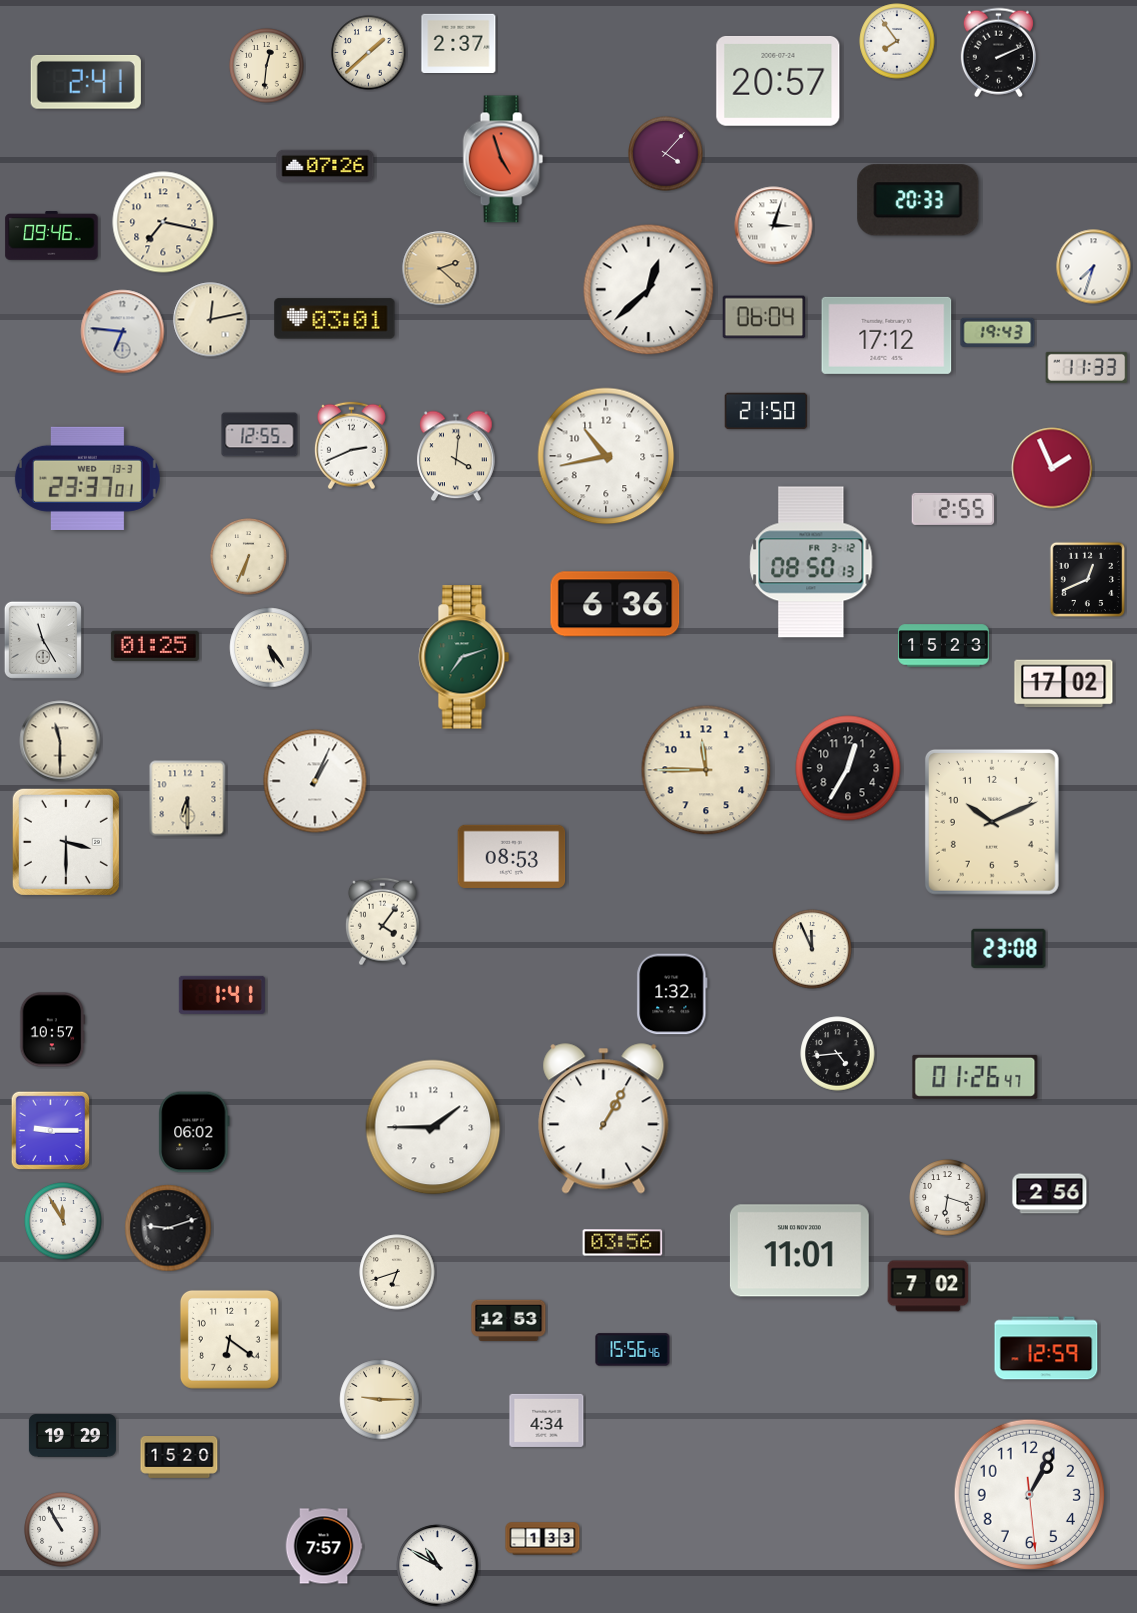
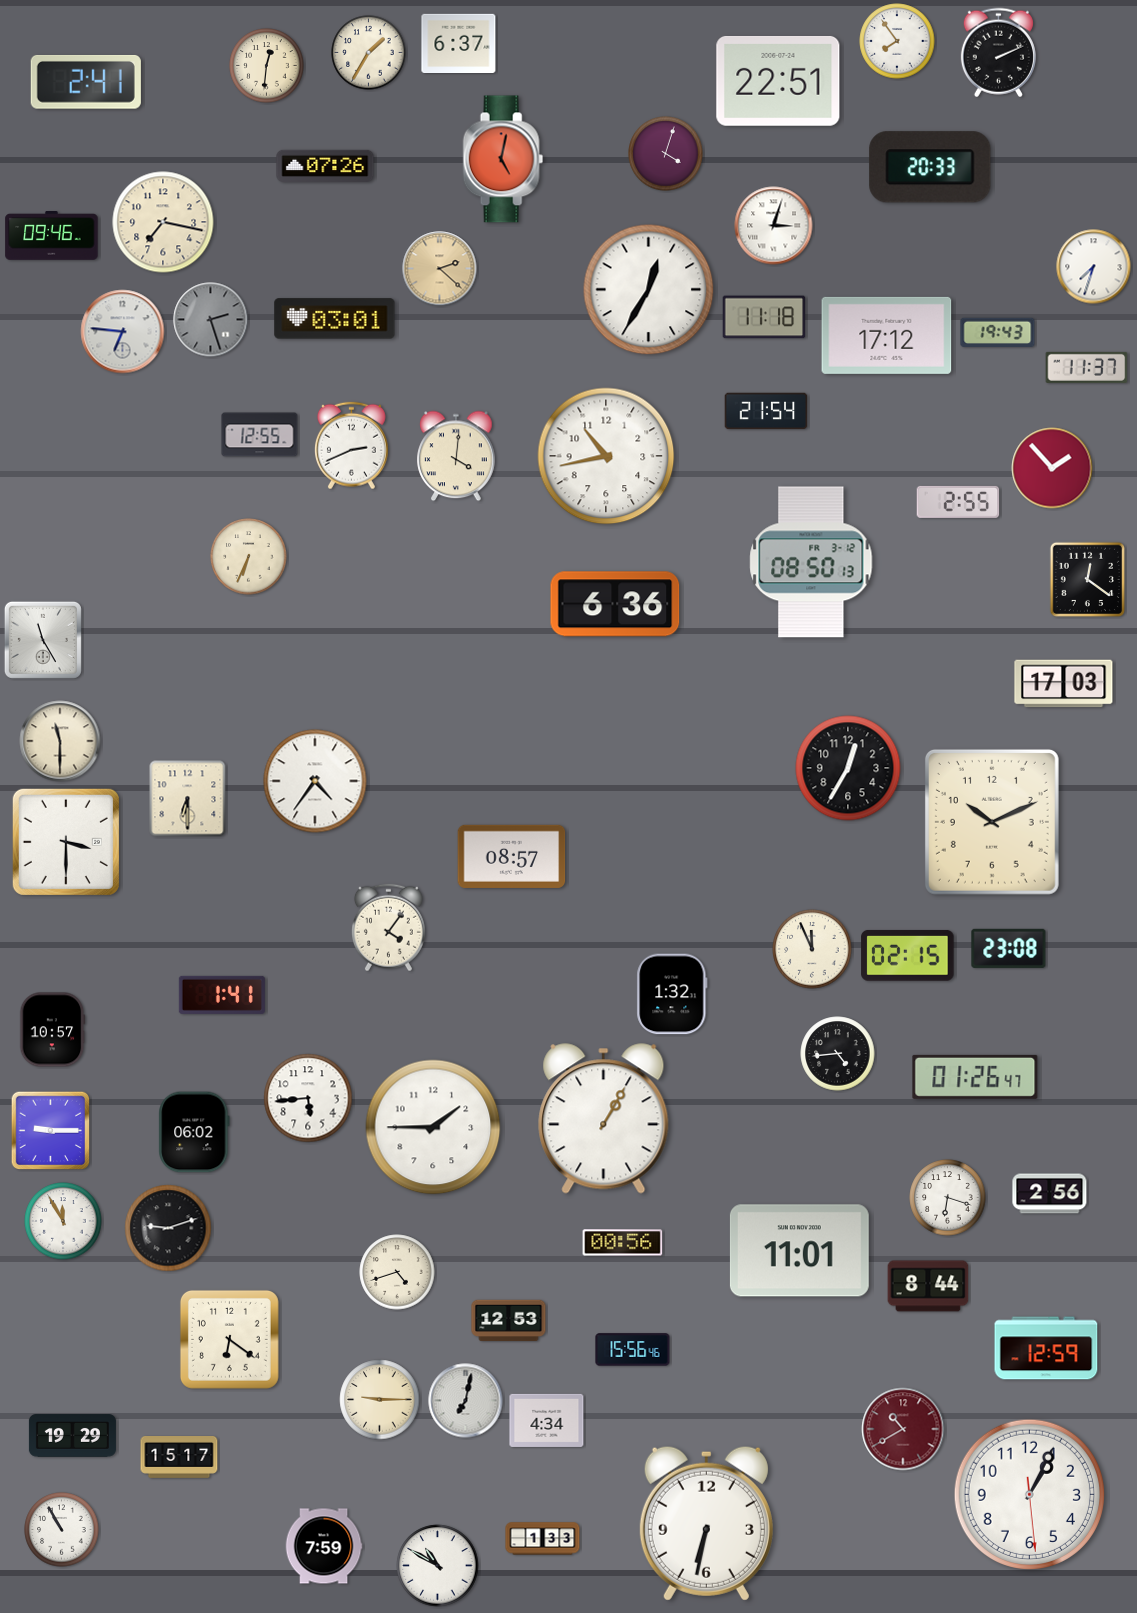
clock at (459, 44): 2:37 -> 6:37
clock at (369, 53): 1:38 -> 1:35
clock at (778, 81): 20:57 -> 22:51
clock at (666, 154): 4:07 -> 4:03
clock at (503, 159): 4:57 -> 5:02
clock at (918, 200) position: (918, 200) -> (930, 167)
clock at (649, 290): 12:38 -> 12:35
clock at (764, 317): 06:04 -> 11:18
clock at (211, 320): 12:13 -> 2:27
clock at (211, 320) dial: cream -> grey
clock at (1087, 367): 11:33 -> 11:37
clock at (766, 411): 21:50 -> 21:54
clock at (1052, 468): 1:56 -> 1:53
clock at (87, 478): 23:37 -> none
clock at (953, 509) position: (953, 509) -> (958, 502)
clock at (1087, 579): 12:41 -> 12:21
clock at (155, 646): 01:25 -> none
clock at (944, 646): 15:23 -> none
clock at (270, 648): 5:24 -> none
clock at (464, 657): 7:12 -> none
clock at (1064, 684): 17:02 -> 17:03
clock at (706, 770): 11:45 -> none
clock at (315, 781): 1:04 -> 4:36
clock at (512, 856): 08:53 -> 08:57
clock at (382, 922) position: (382, 922) -> (388, 928)
clock at (908, 955): none -> 02:15
clock at (308, 1098): none -> 5:44
clock at (623, 1243): 03:56 -> 00:56
clock at (397, 1272): 6:42 -> 4:42
clock at (928, 1286): 7:02 -> 8:44
clock at (466, 1401): none -> 7:02
clock at (903, 1429): none -> 10:40
clock at (179, 1458): 15:20 -> 15:17
clock at (706, 1523): none -> 6:32
clock at (324, 1546): 7:57 -> 7:59
